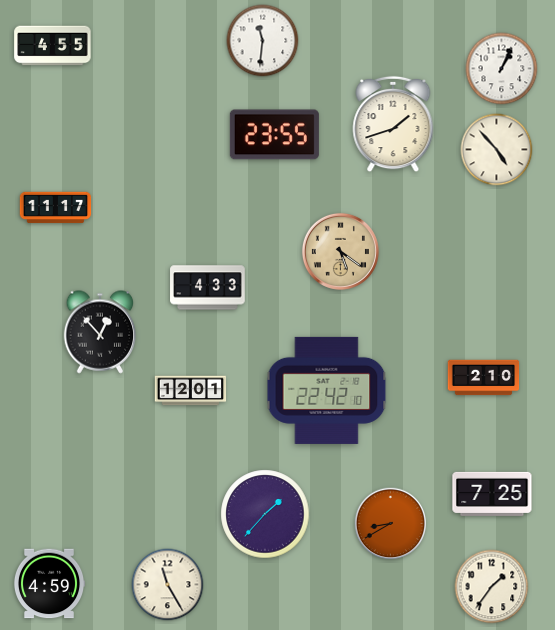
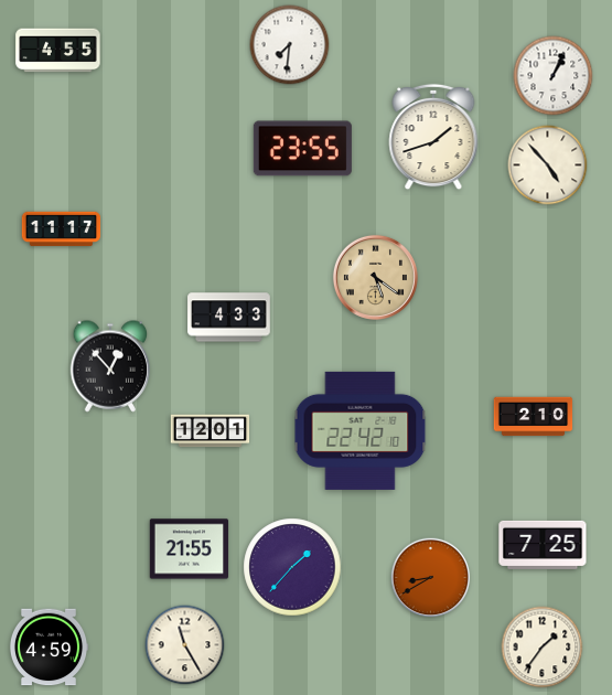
clock at (263, 41): 11:31 -> 7:31
clock at (190, 549): none -> 21:55
clock at (49, 584) position: (49, 584) -> (49, 648)
